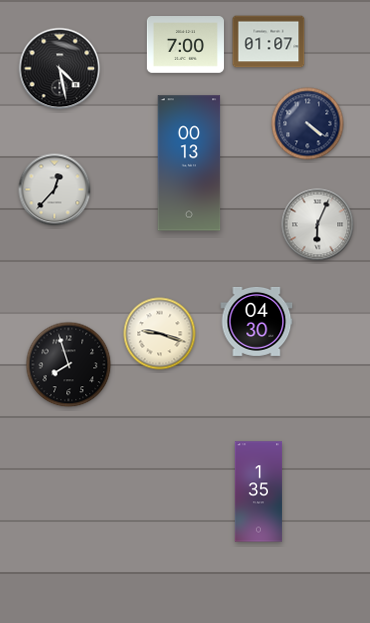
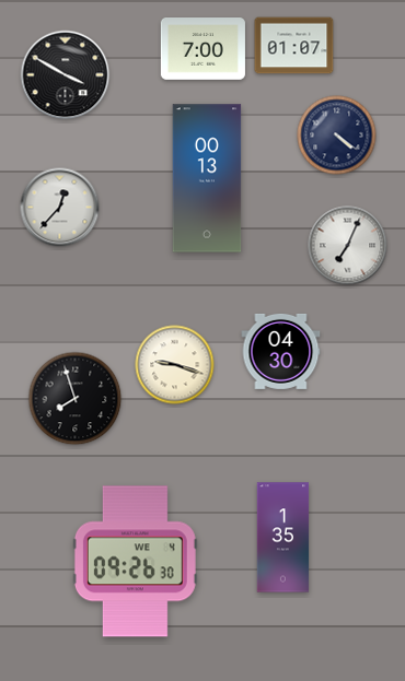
clock at (60, 69): 4:28 -> 3:50
clock at (318, 225): 6:04 -> 7:04
clock at (135, 562): none -> 09:26
